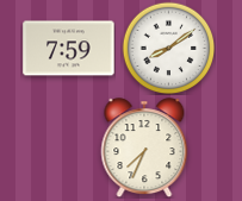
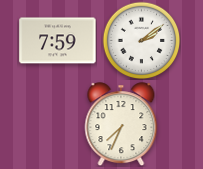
clock at (168, 48): 8:09 -> 2:09
